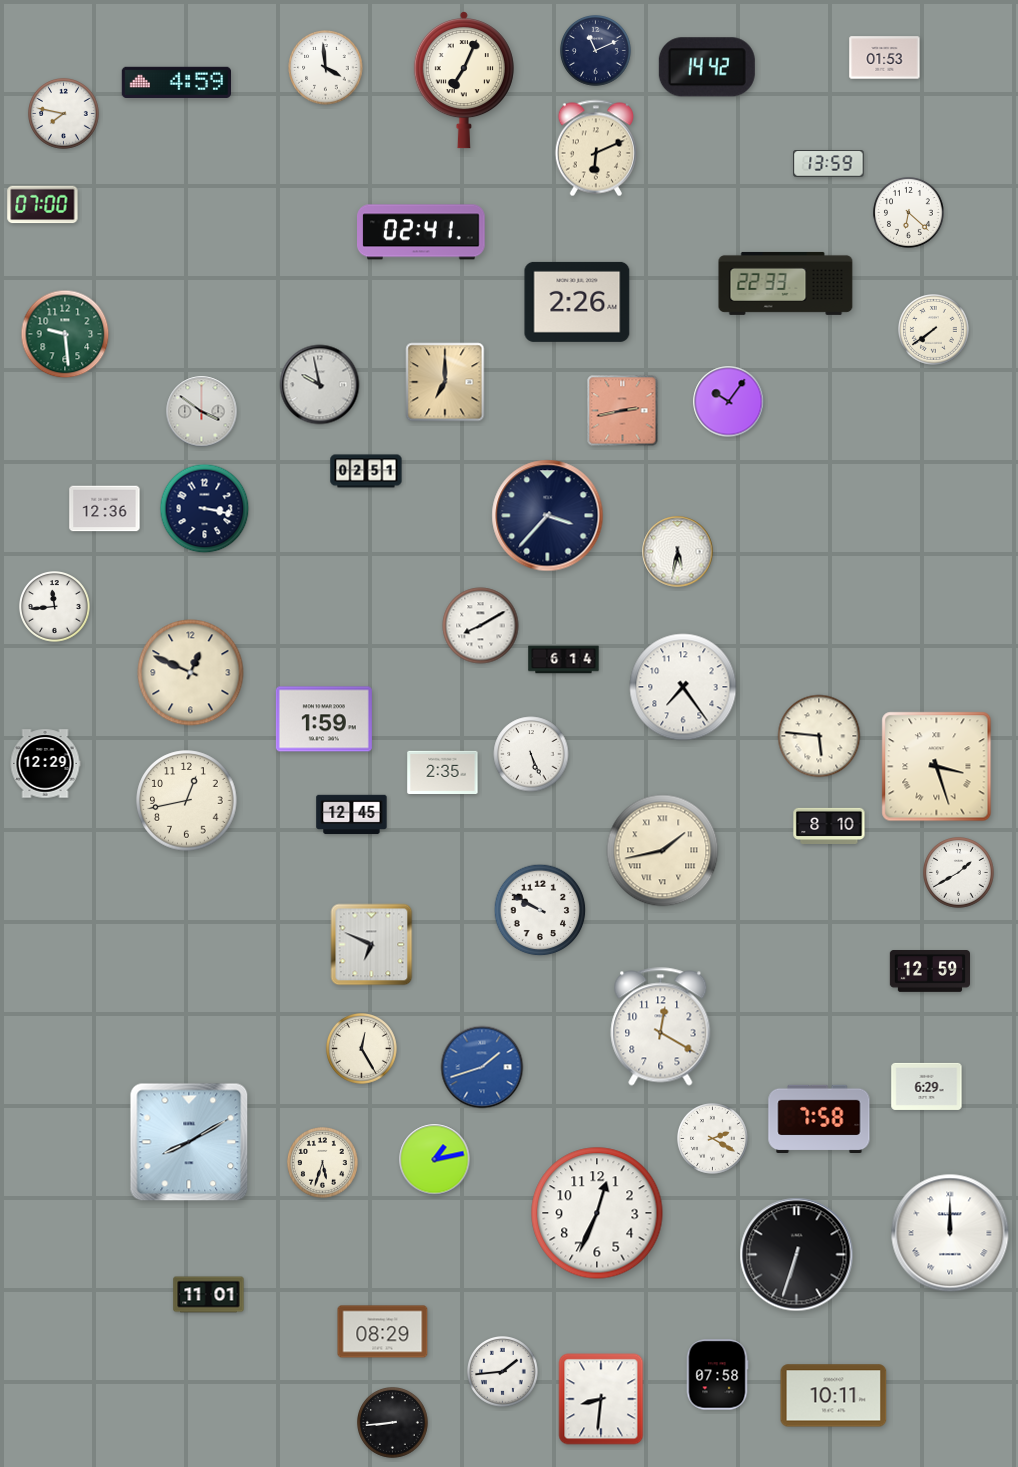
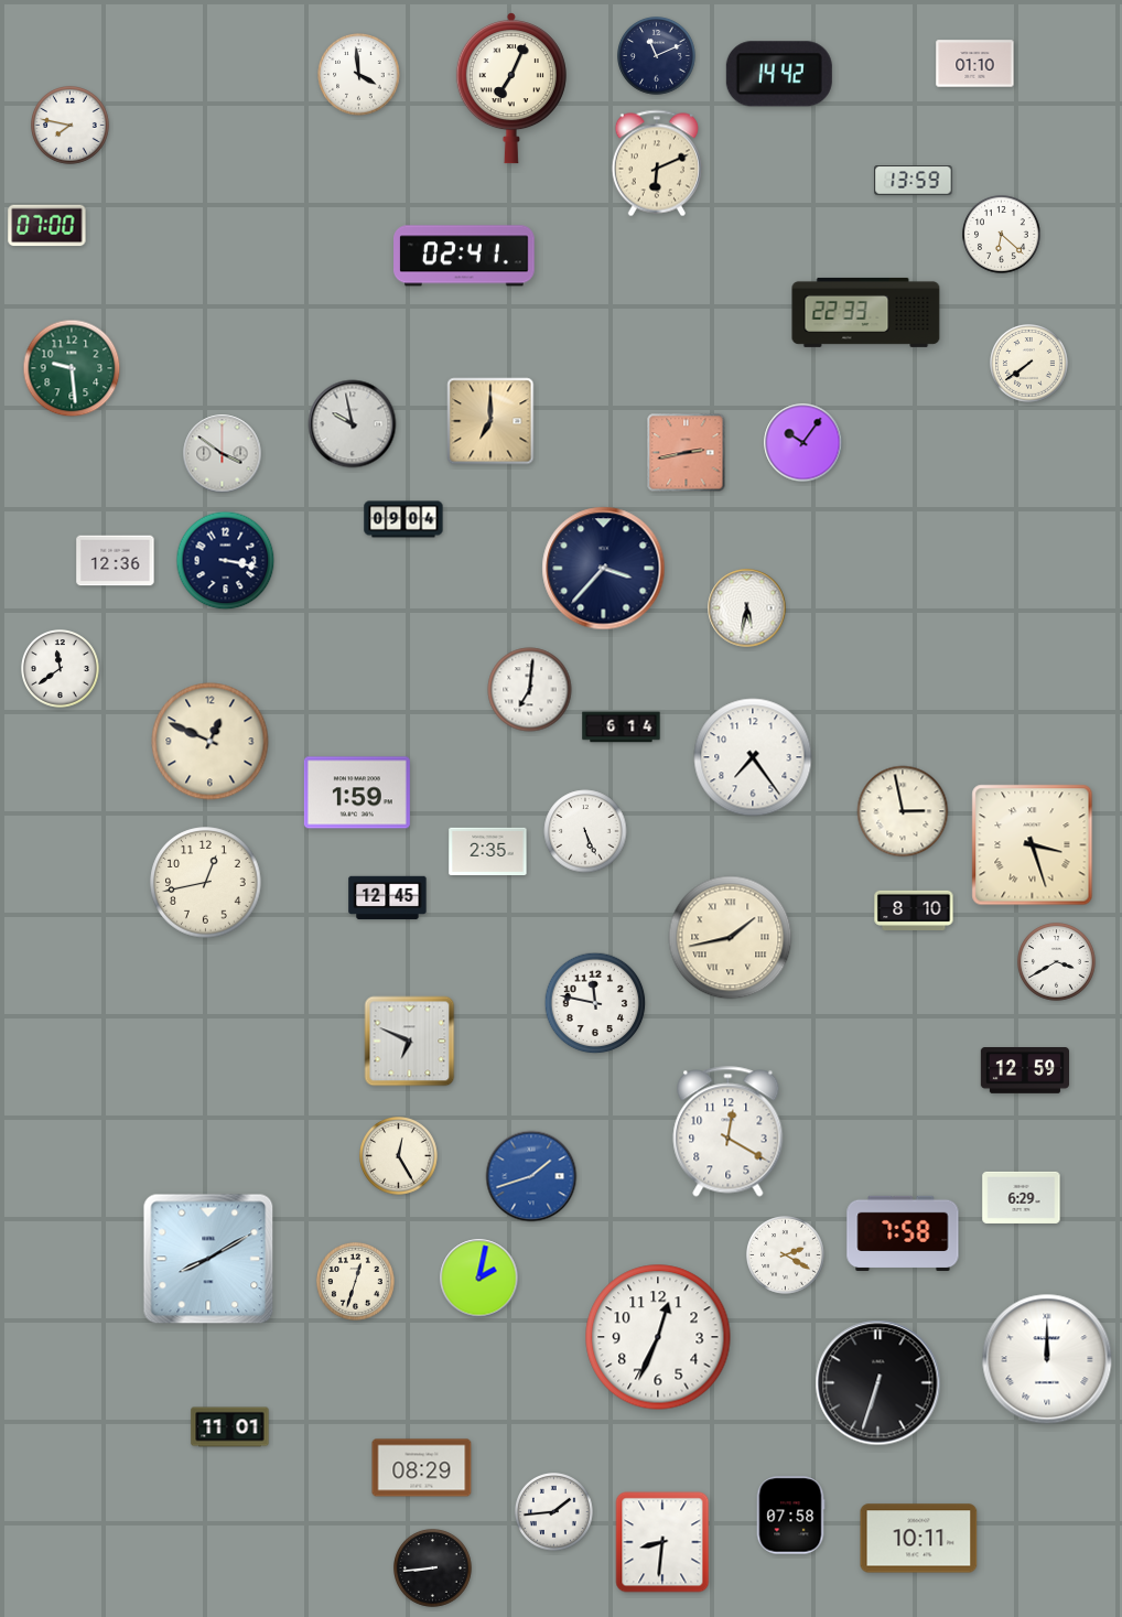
clock at (885, 58): 01:53 -> 01:10
clock at (176, 82): 4:59 -> none
clock at (577, 302): 2:26 -> none
clock at (366, 471): 02:51 -> 09:04
clock at (55, 607): 11:44 -> 11:39
clock at (481, 626): 8:10 -> 7:01
clock at (819, 736): 5:46 -> 2:58
clock at (45, 764): 12:29 -> none
clock at (959, 873): 1:40 -> 3:40
clock at (540, 910): 9:50 -> 11:47
clock at (435, 1160): 1:13 -> 2:02
clock at (323, 1163): 5:33 -> 12:33
